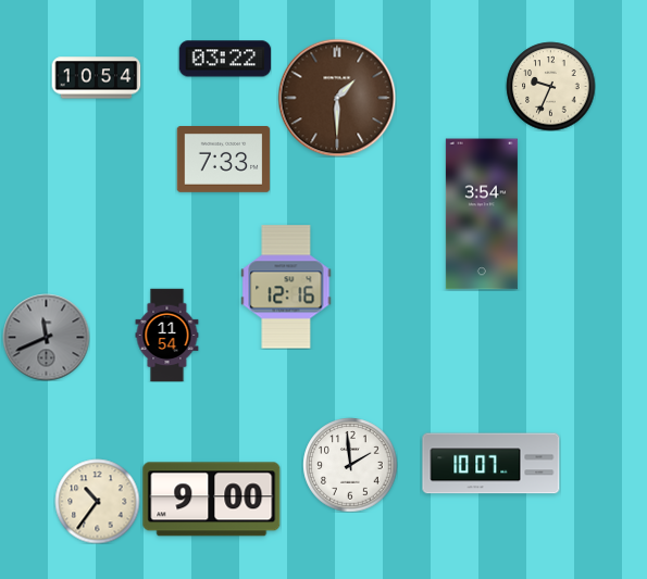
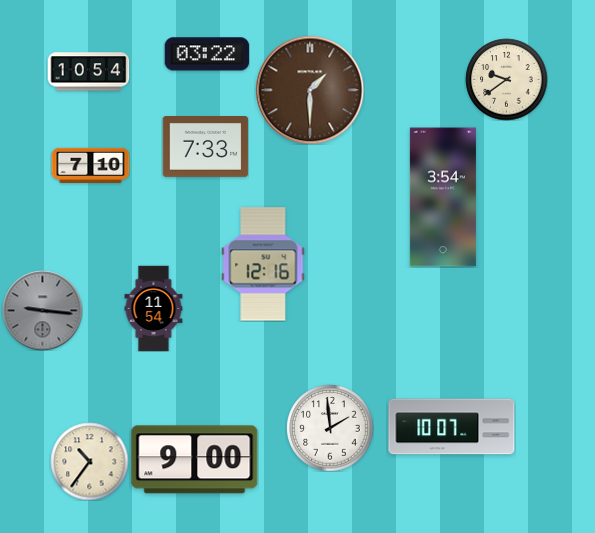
clock at (550, 86): 9:34 -> 9:39
clock at (90, 165): none -> 7:10
clock at (46, 337): 11:41 -> 9:16
clock at (350, 465) position: (350, 465) -> (330, 428)
